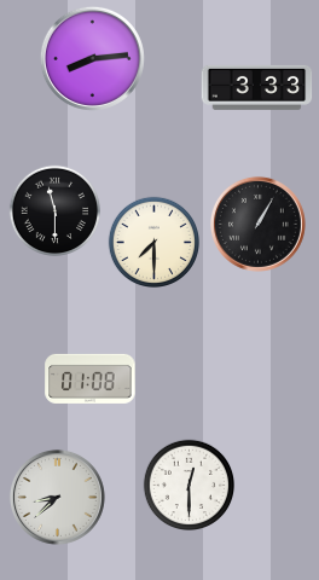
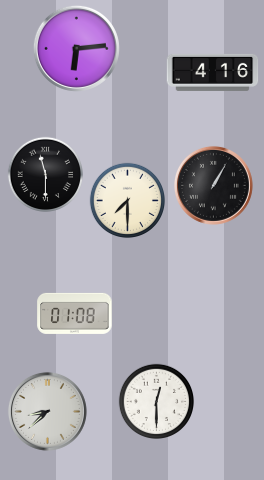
clock at (92, 58): 8:14 -> 6:14
clock at (257, 87): 3:33 -> 4:16
